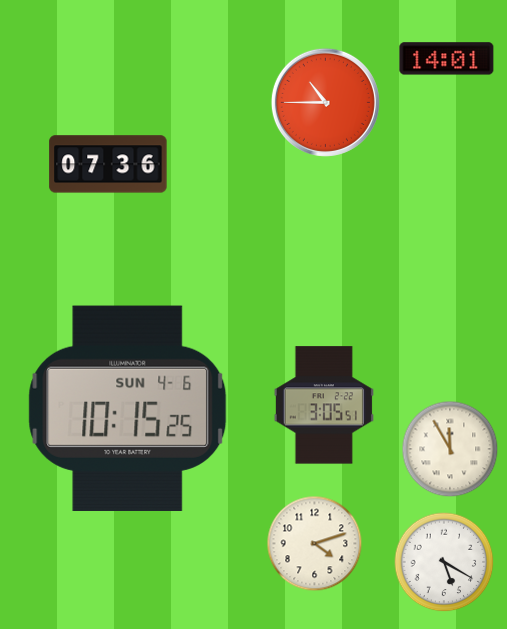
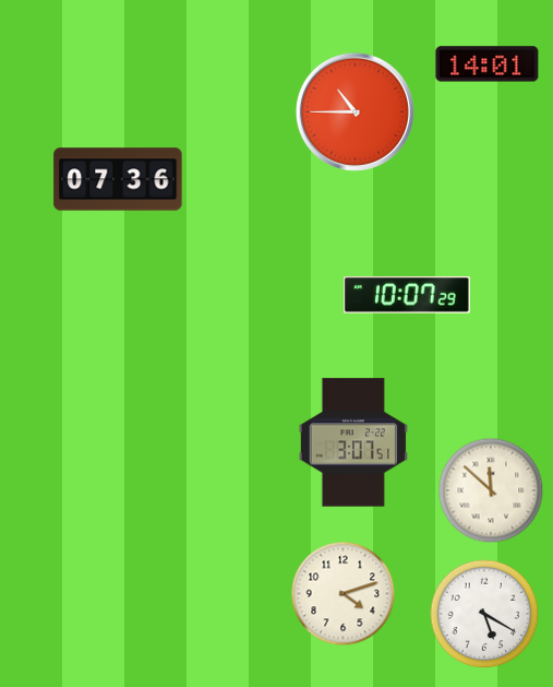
clock at (407, 295): none -> 10:07
clock at (324, 405): 3:05 -> 3:07
clock at (128, 408): 10:15 -> none
clock at (450, 449): 11:55 -> 11:52
